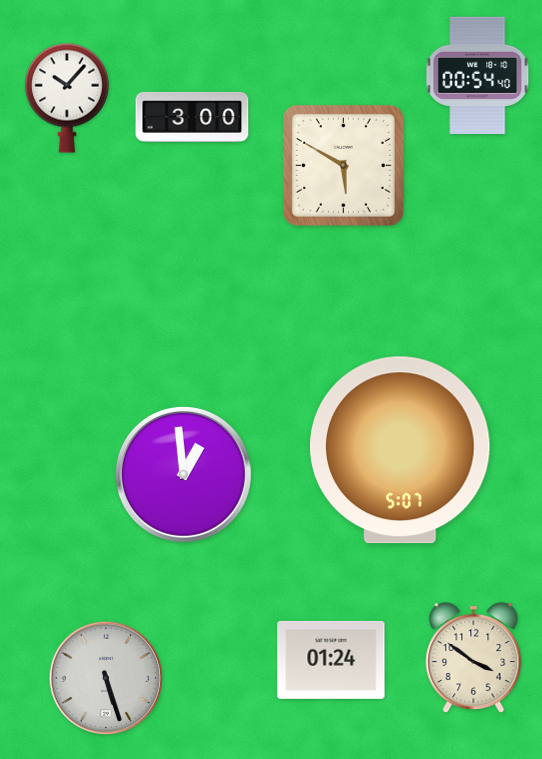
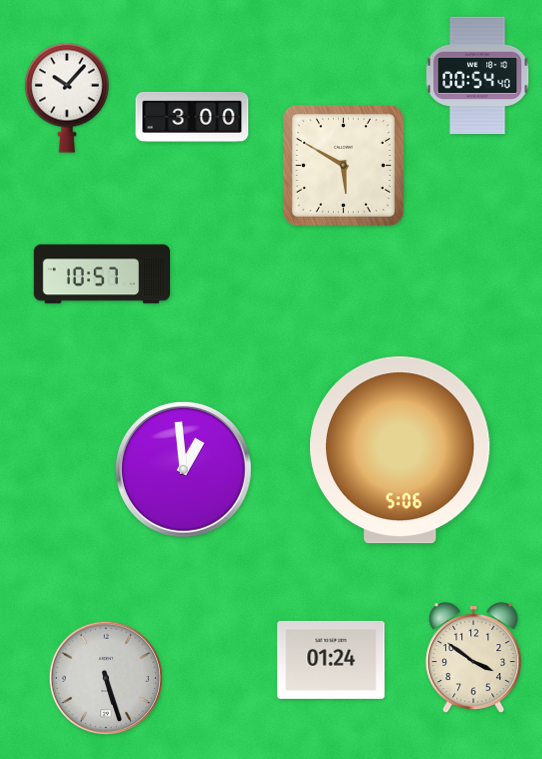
clock at (101, 274): none -> 10:57
clock at (400, 450): 5:07 -> 5:06
clock at (183, 474) position: (183, 474) -> (183, 469)
